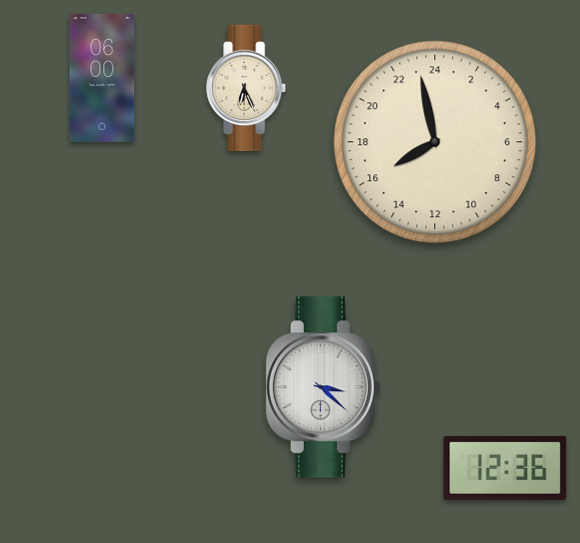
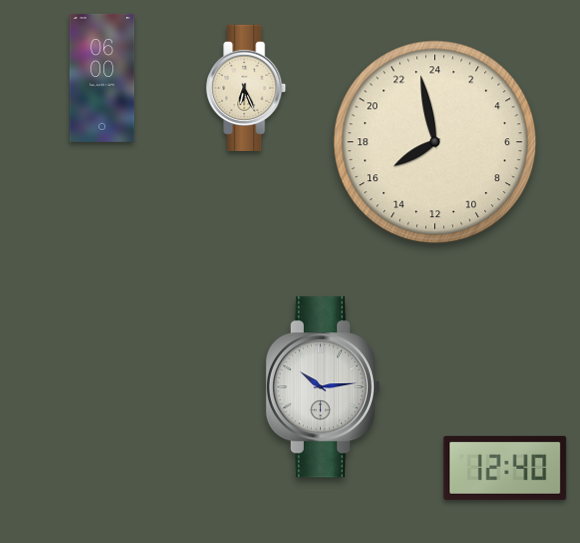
clock at (323, 387): 3:22 -> 10:14
clock at (505, 468): 12:36 -> 12:40
